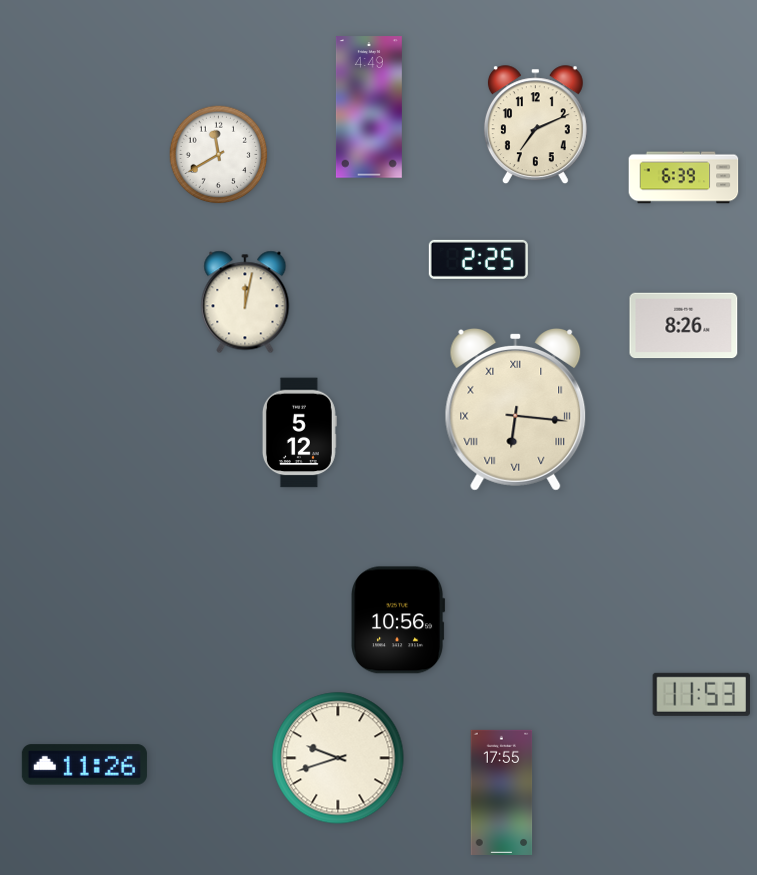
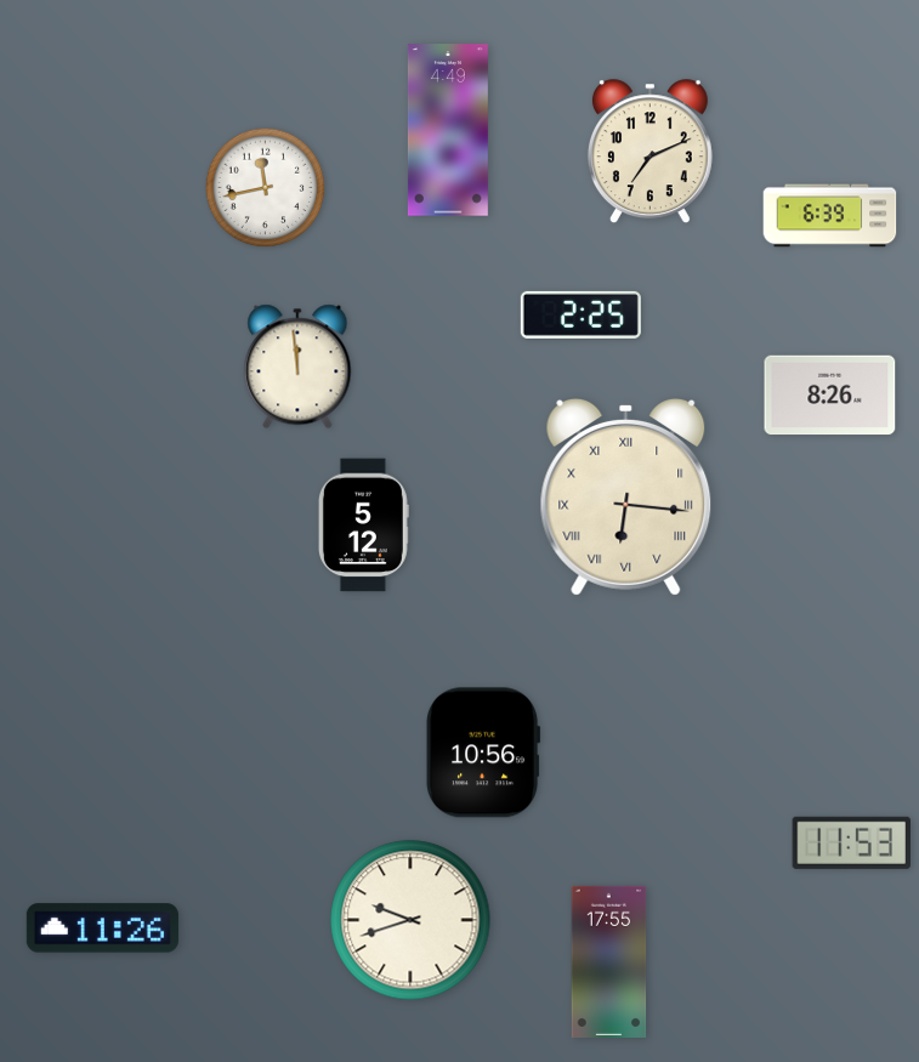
clock at (219, 155): 11:40 -> 11:43
clock at (245, 302): 12:02 -> 11:59
